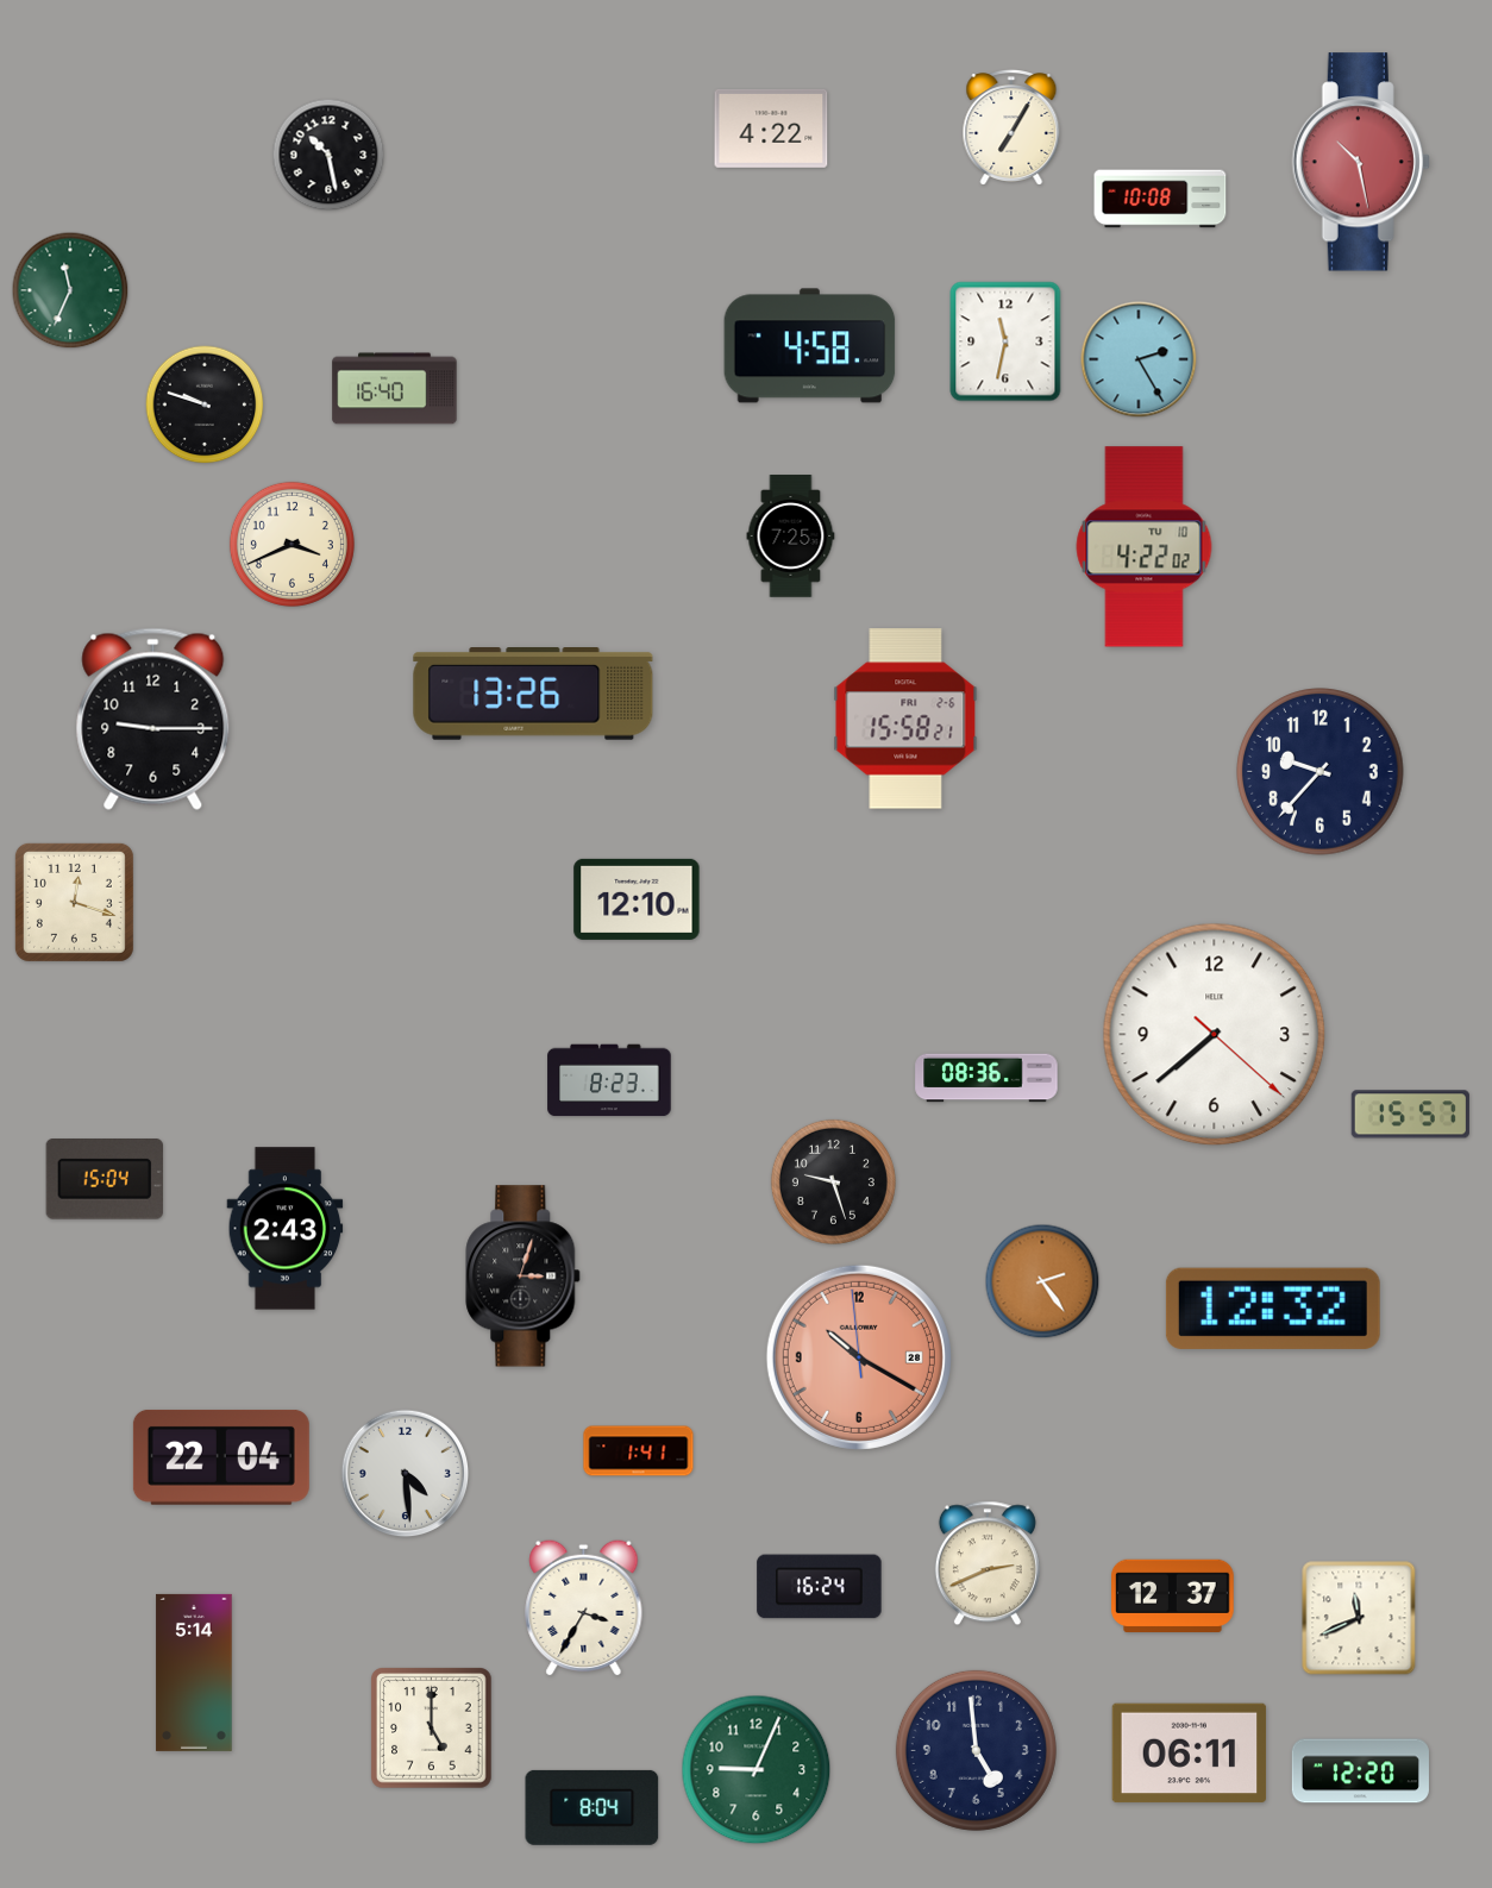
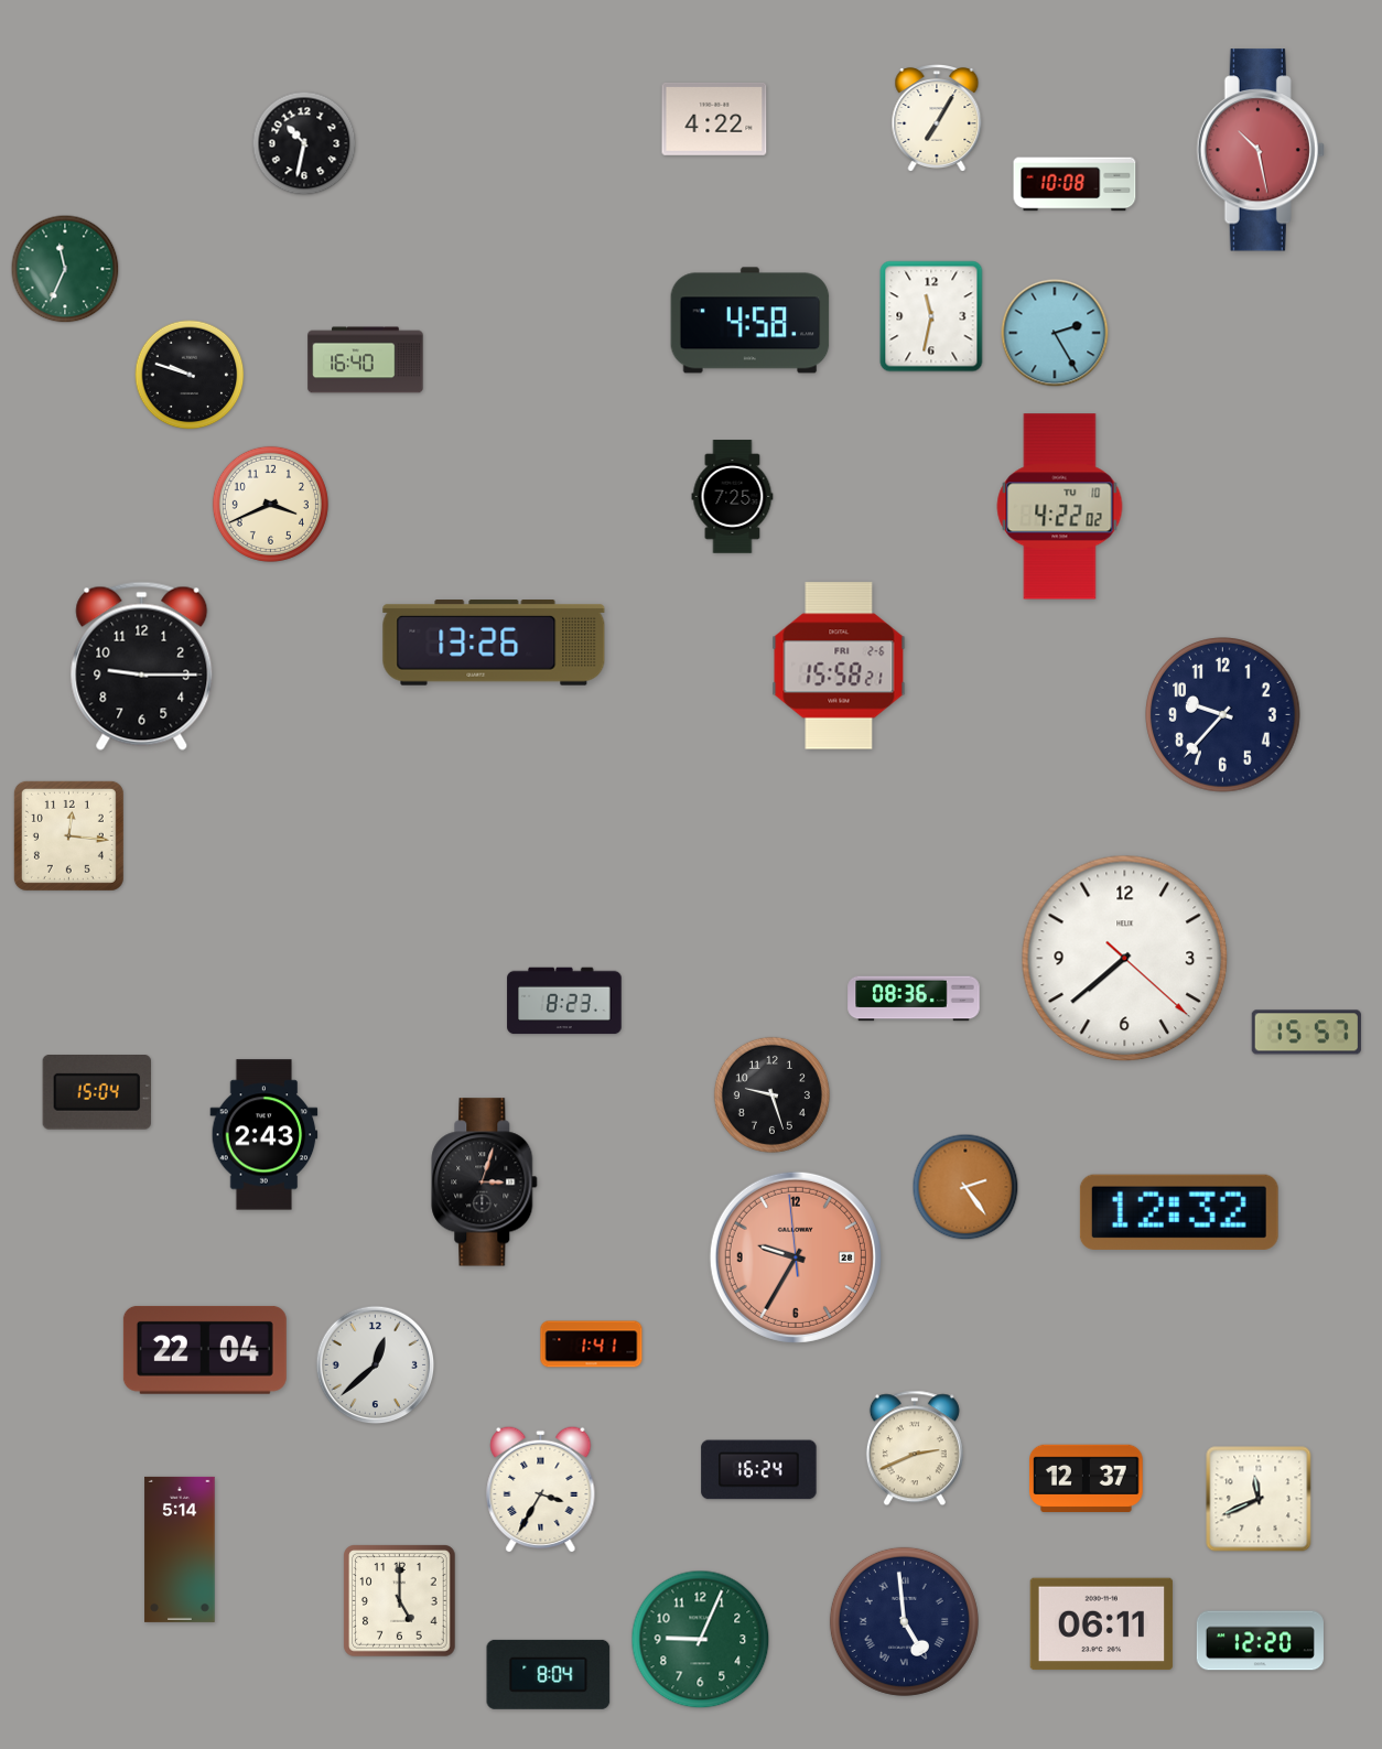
clock at (328, 155): 10:28 -> 10:32
clock at (637, 899): 12:10 -> none
clock at (74, 902): 12:18 -> 12:16
clock at (286, 1229) position: (286, 1229) -> (264, 1135)
clock at (859, 1357): 10:19 -> 9:34
clock at (406, 1474): 4:29 -> 12:38
clock at (976, 1750) numerals: Arabic -> Roman
